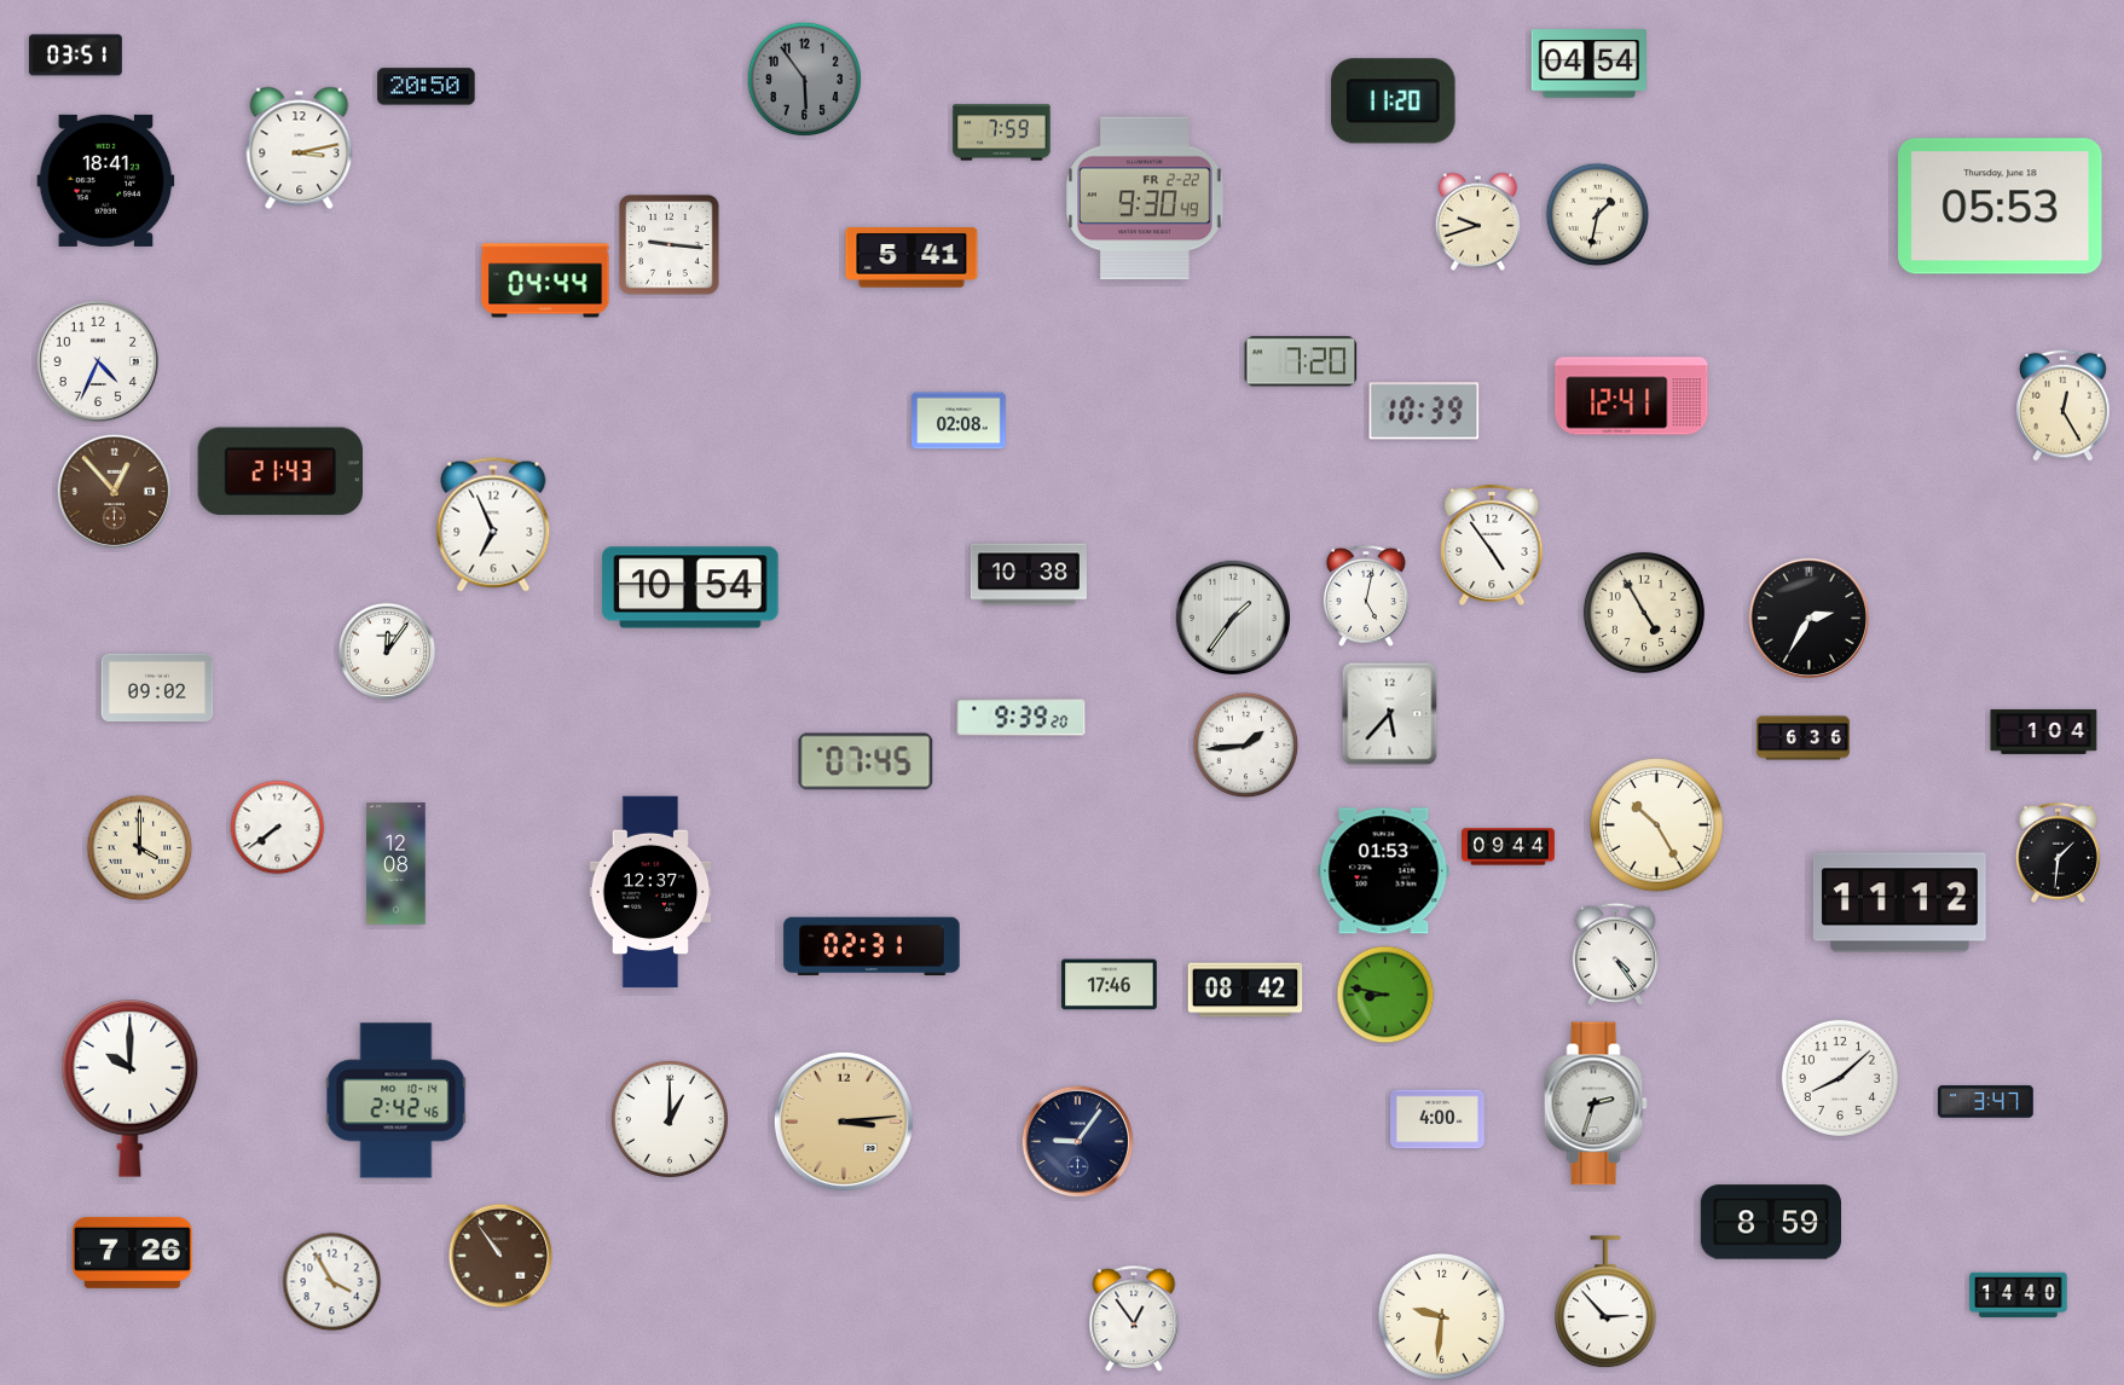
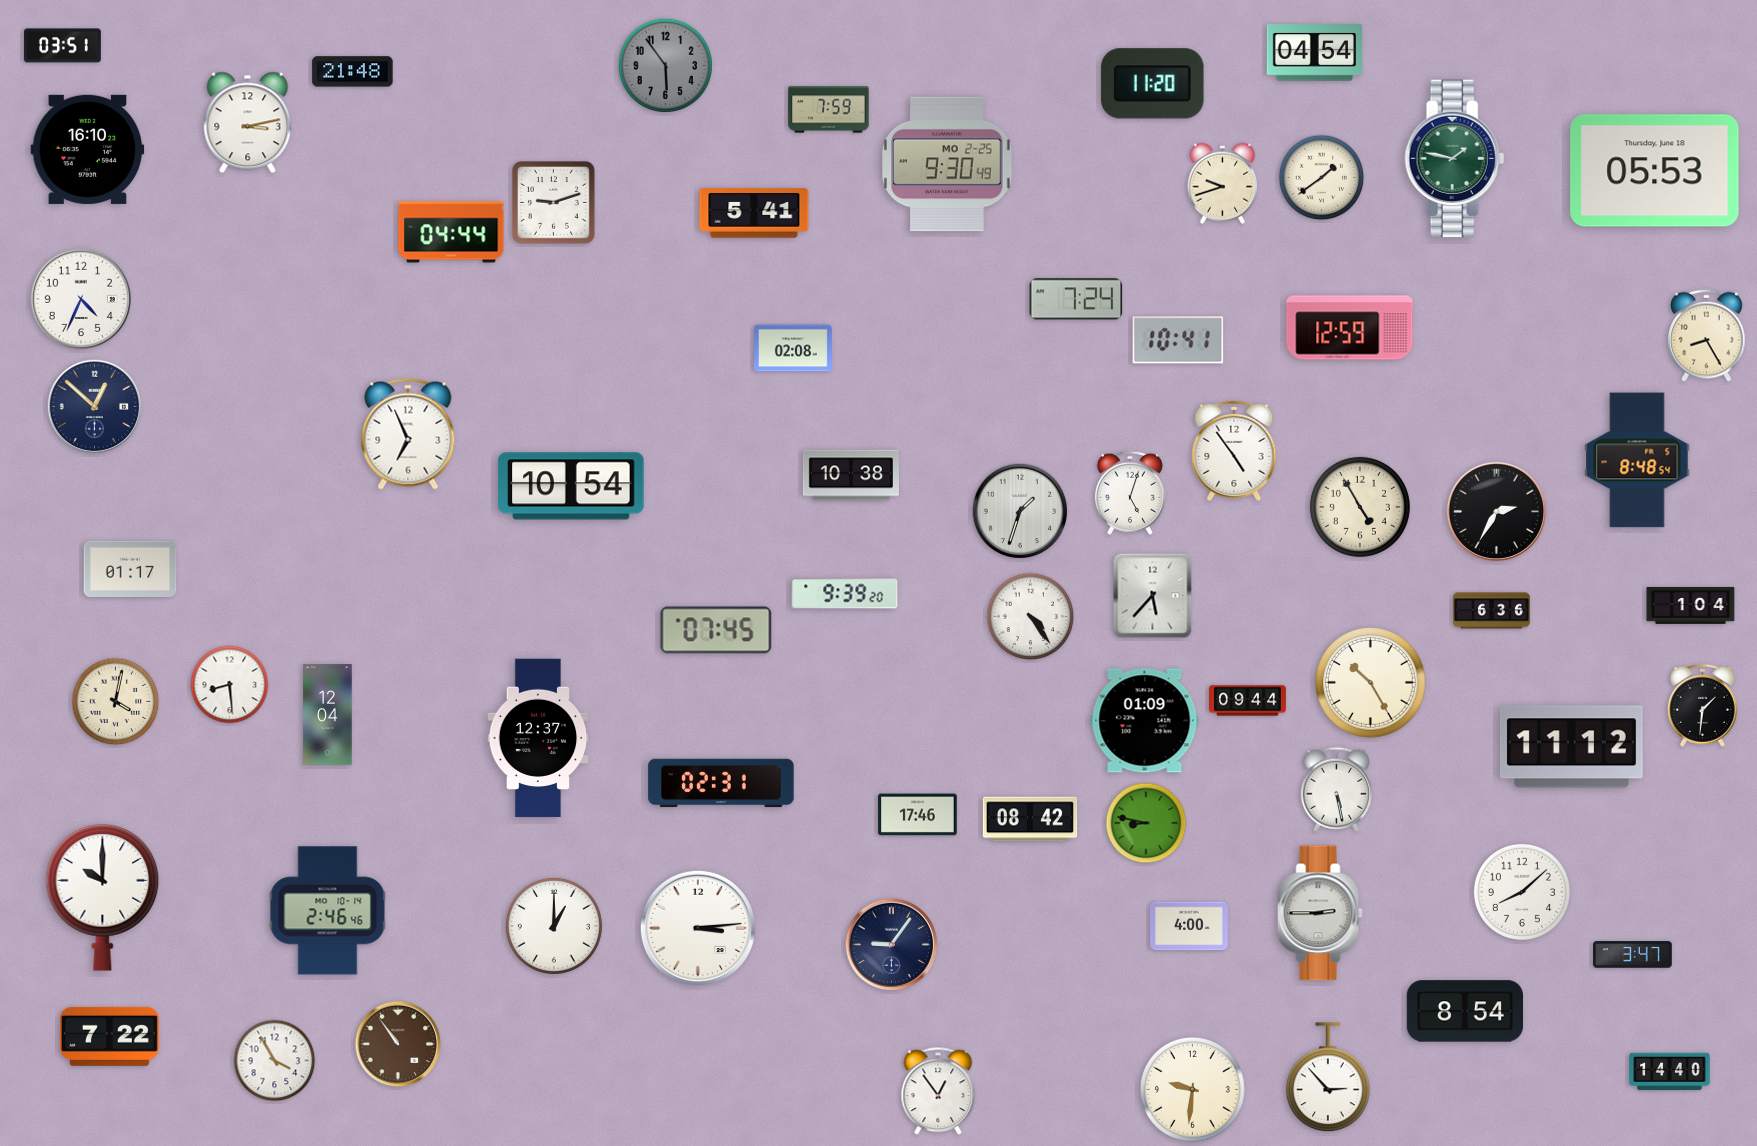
clock at (427, 87): 20:50 -> 21:48
clock at (106, 180): 18:41 -> 16:10
clock at (1455, 159): none -> 1:47
clock at (1145, 198) date: FR 2-22 -> MO 2-25
clock at (1598, 215): 1:32 -> 1:39
clock at (670, 245): 9:16 -> 9:12
clock at (1301, 361): 7:20 -> 7:24
clock at (1632, 396): 12:41 -> 12:59
clock at (2064, 405): 12:25 -> 8:25
clock at (1424, 411): 10:39 -> 10:41
clock at (279, 471): 21:43 -> none
clock at (115, 492): 12:53 -> 12:52
clock at (115, 492) dial: brown -> navy
clock at (1637, 460): none -> 8:48
clock at (1366, 596): 5:02 -> 5:03
clock at (1233, 618): 1:36 -> 1:33
clock at (387, 651): 12:06 -> none
clock at (157, 686): 09:02 -> 01:17
clock at (1390, 714) position: (1390, 714) -> (1153, 596)
clock at (1246, 746): 1:44 -> 4:24
clock at (278, 828): 7:39 -> 8:29
clock at (140, 848): 4:00 -> 4:02
clock at (397, 864): 12:08 -> 12:04
clock at (1384, 871): 01:53 -> 01:09
clock at (1615, 954): 4:24 -> 5:28
clock at (131, 1089) position: (131, 1089) -> (103, 898)
clock at (397, 1101): 2:42 -> 2:46
clock at (1986, 1102) position: (1986, 1102) -> (1633, 955)
clock at (1596, 1103): 2:33 -> 2:45
clock at (844, 1122) dial: champagne -> white
clock at (1770, 1222): 8:59 -> 8:54
clock at (132, 1252): 7:26 -> 7:22
clock at (500, 1256) position: (500, 1256) -> (398, 1044)
